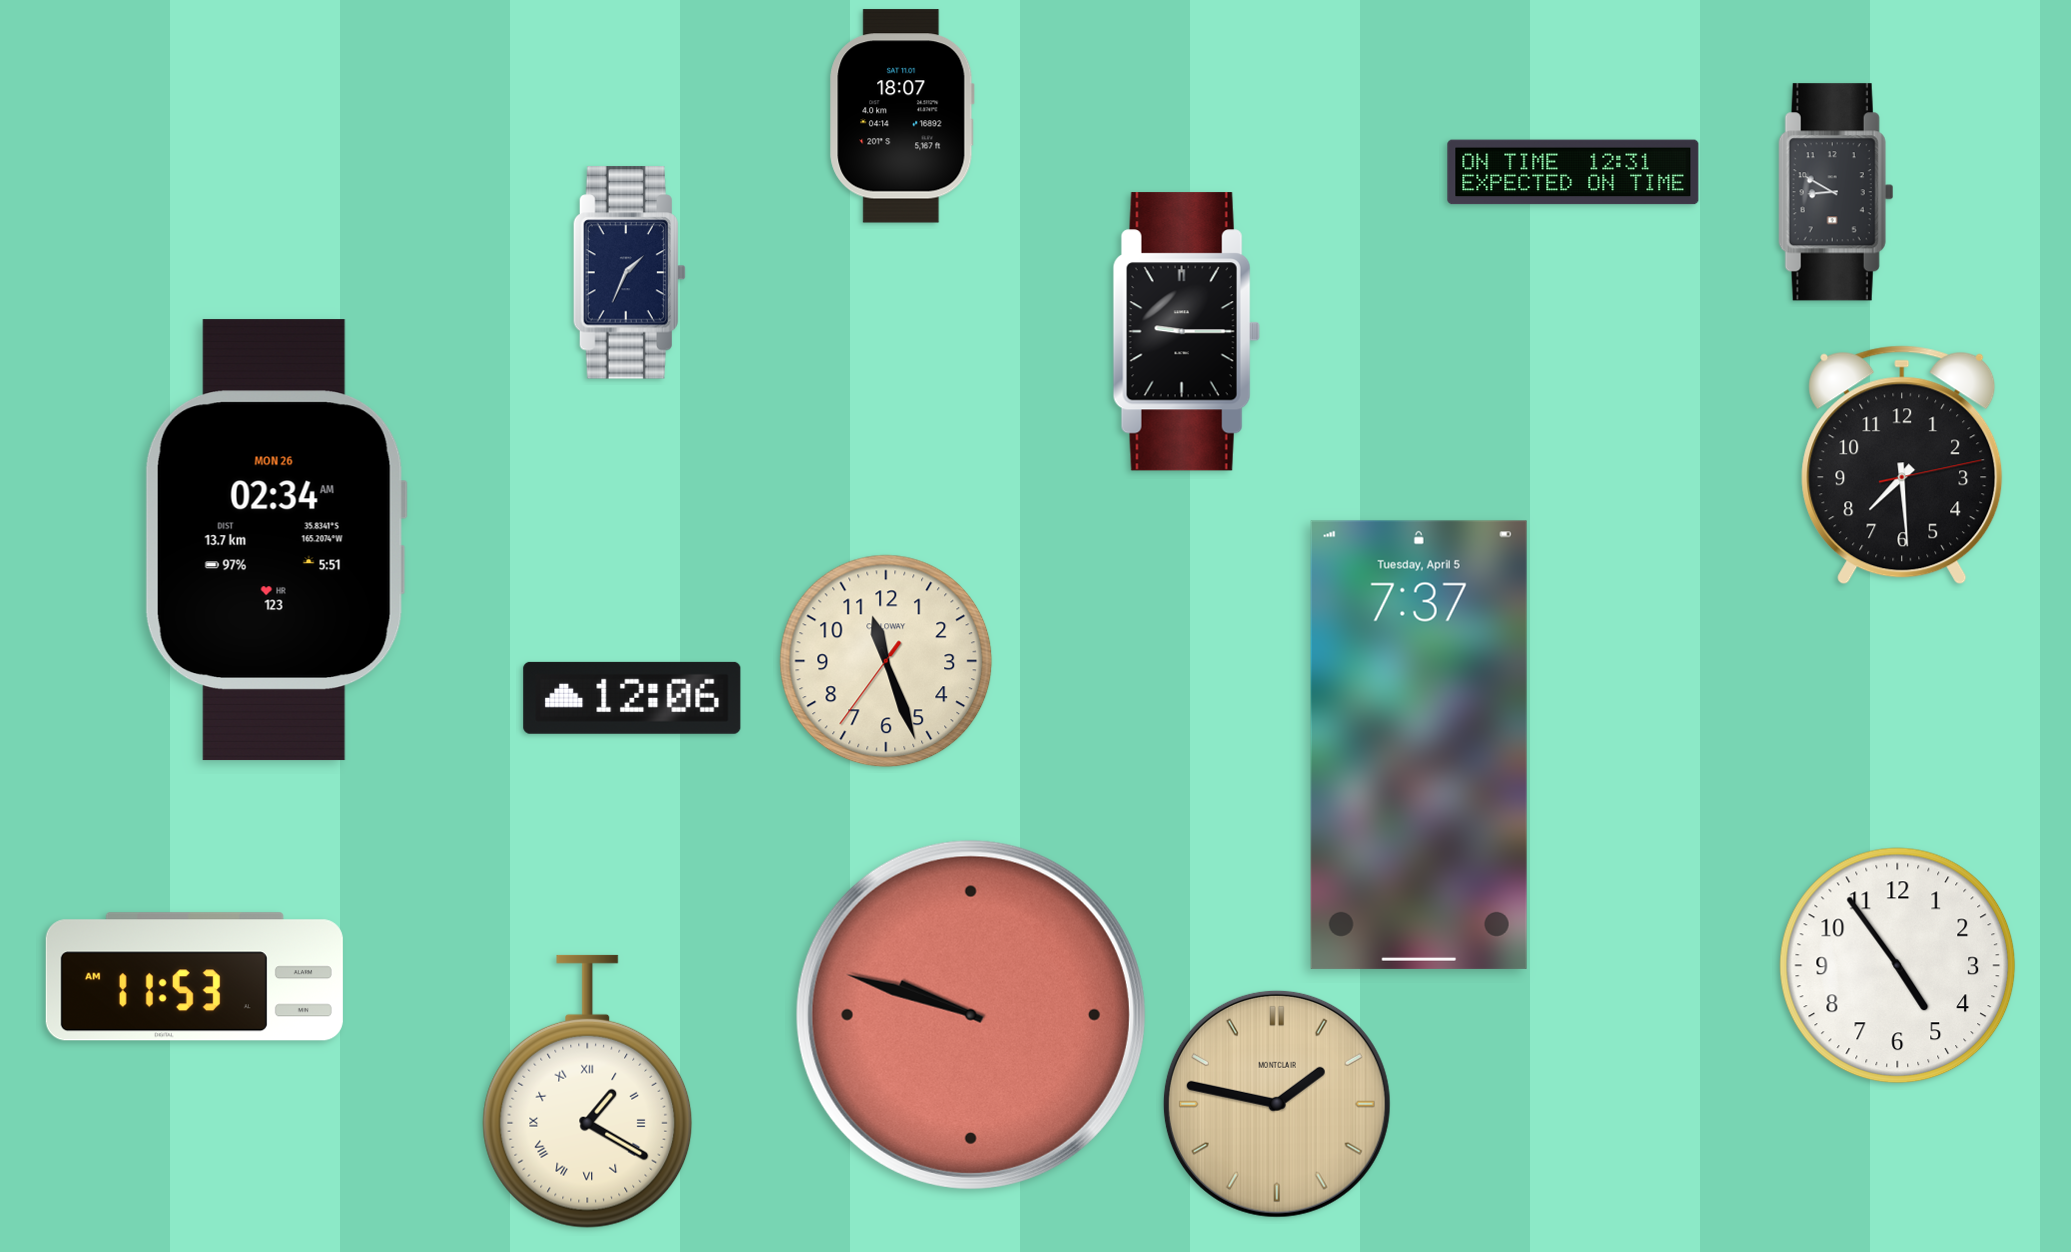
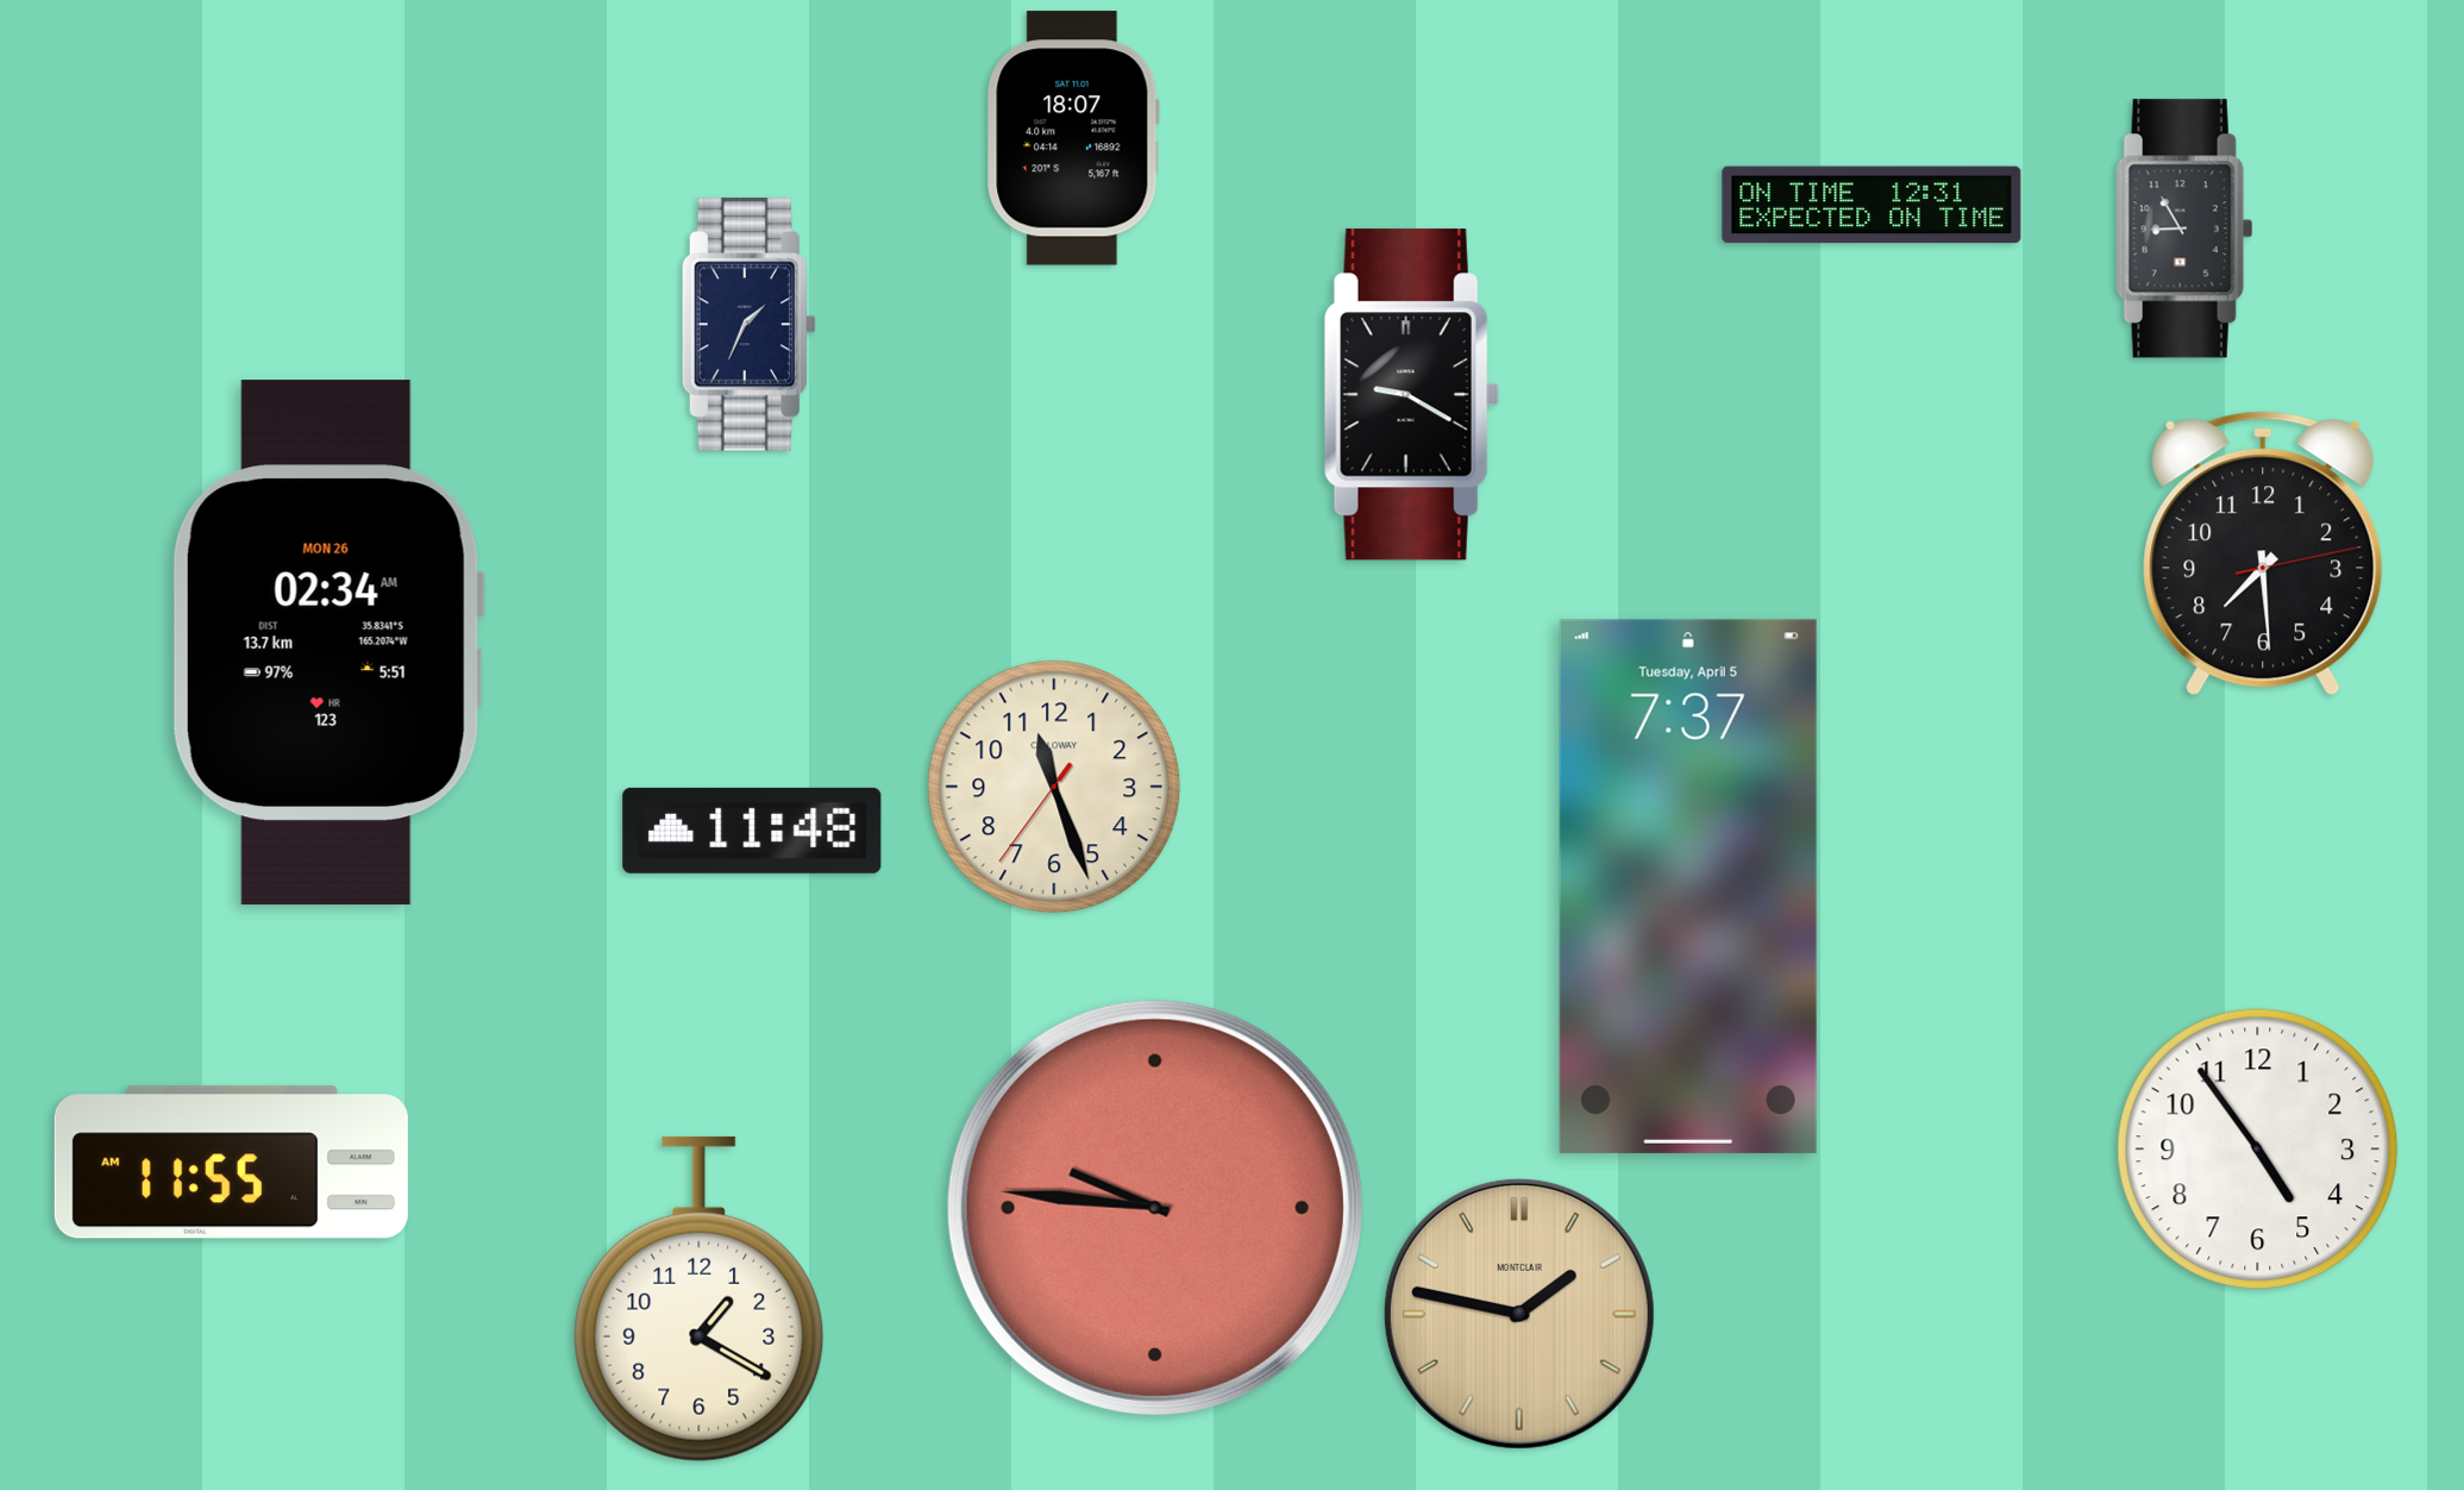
clock at (1836, 192): 8:50 -> 8:55
clock at (1186, 332): 9:15 -> 9:20
clock at (632, 698): 12:06 -> 11:48
clock at (194, 977): 11:53 -> 11:55
clock at (971, 1015): 9:48 -> 9:46
clock at (588, 1092) numerals: Roman -> Arabic
